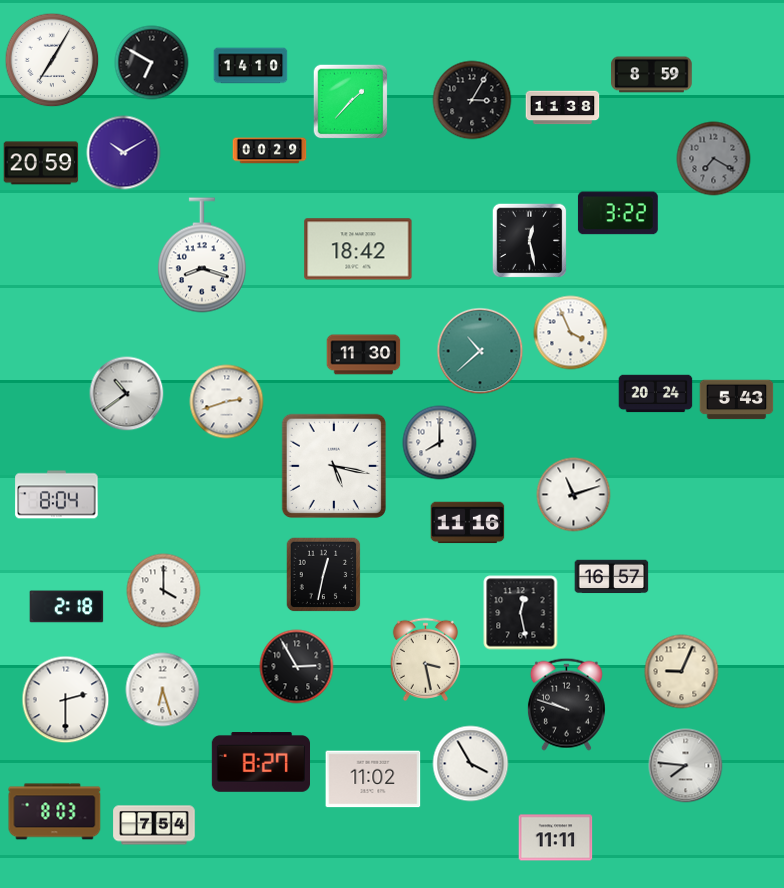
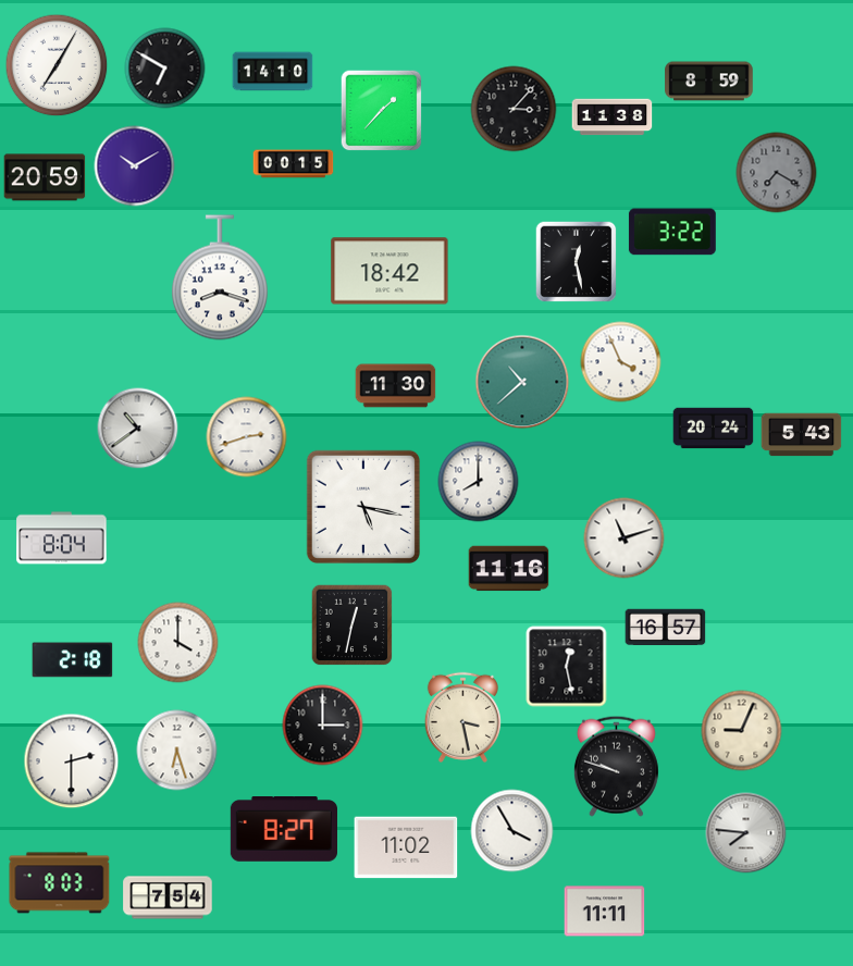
clock at (472, 100): 3:05 -> 3:07
clock at (270, 151): 00:29 -> 00:15
clock at (297, 667): 2:55 -> 3:00
